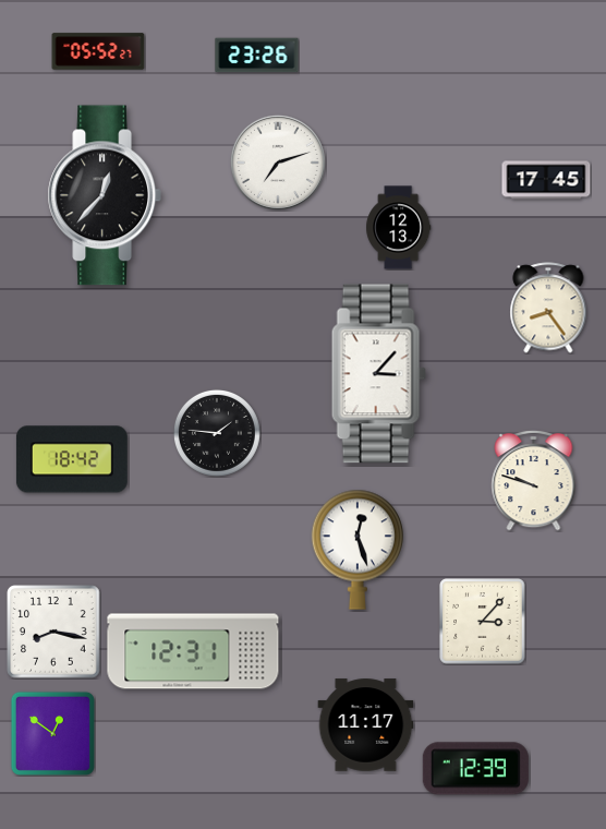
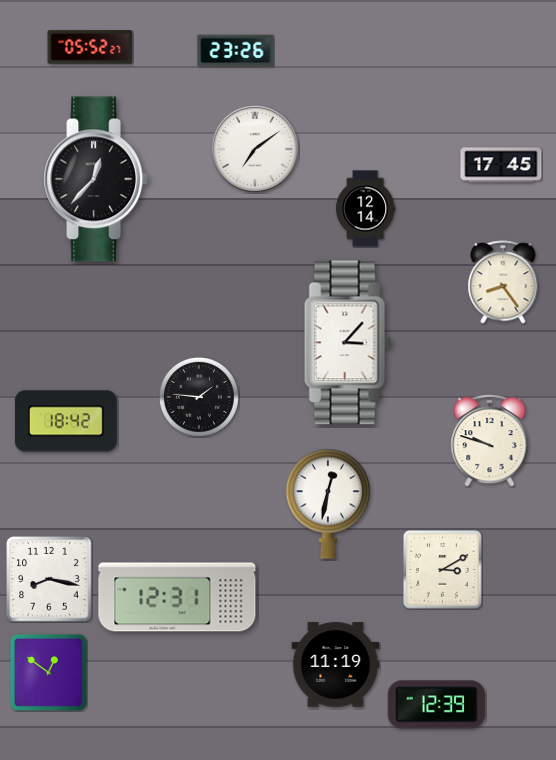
clock at (278, 163): 7:12 -> 7:09
clock at (399, 228): 12:13 -> 12:14
clock at (356, 550): 12:27 -> 12:32
clock at (483, 622): 3:07 -> 3:10
clock at (366, 725): 11:17 -> 11:19
